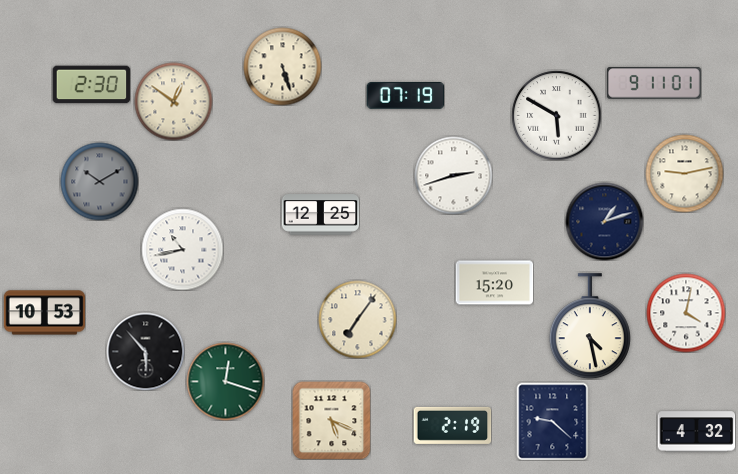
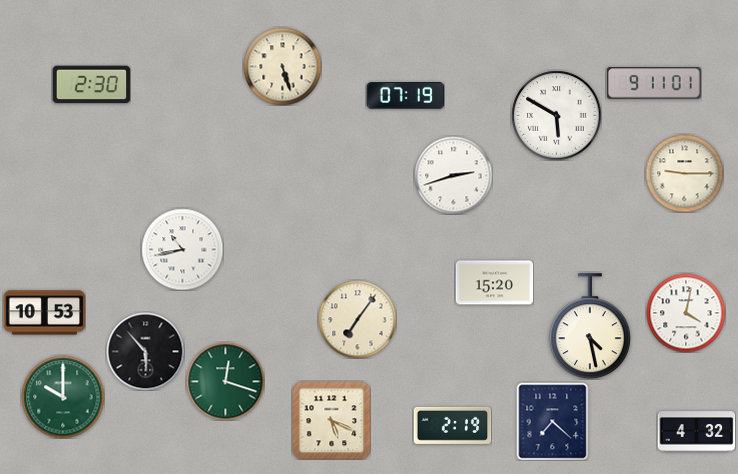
clock at (173, 101): 12:51 -> none
clock at (684, 173): 9:13 -> 9:15
clock at (99, 181): 10:10 -> none
clock at (320, 215): 12:25 -> none
clock at (604, 221): 1:12 -> none
clock at (63, 397): none -> 10:00
clock at (553, 421): 9:22 -> 7:22
